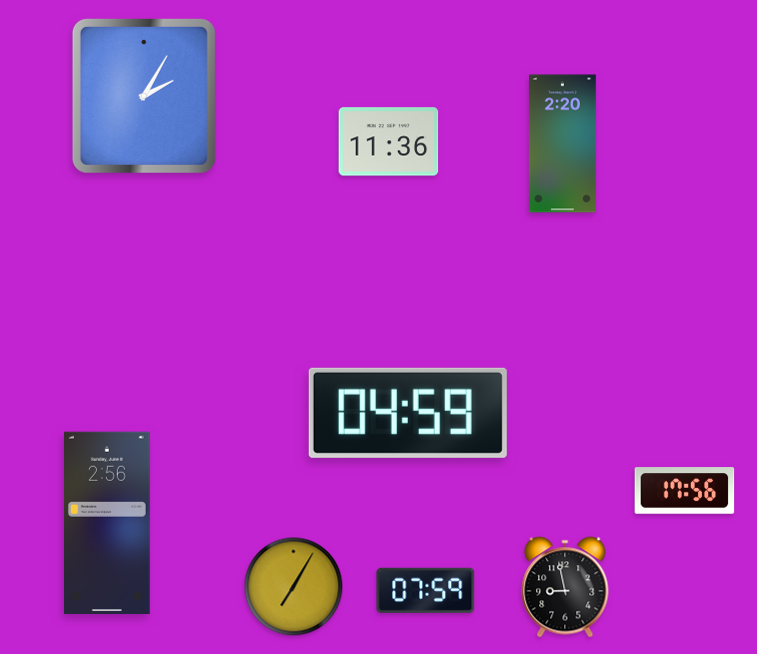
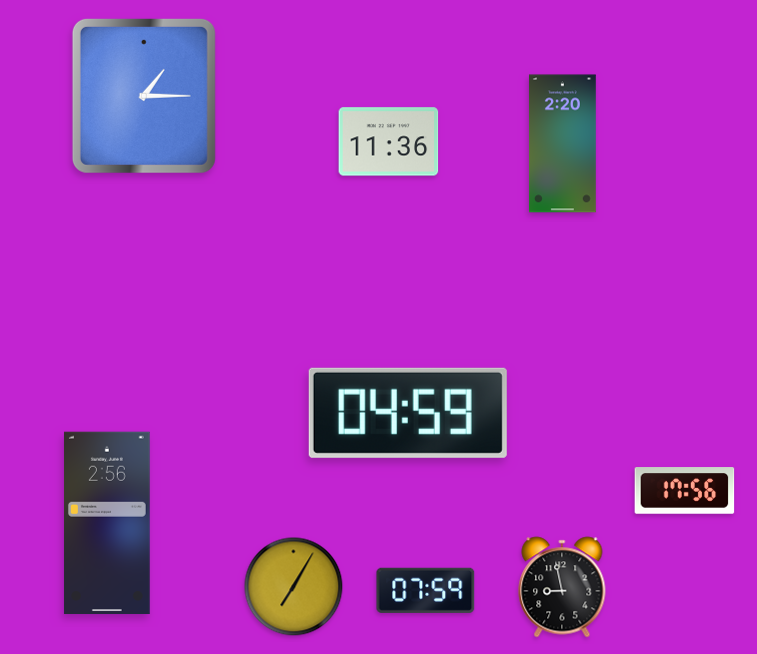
clock at (144, 96): 2:05 -> 1:15
clock at (565, 587) position: (565, 587) -> (562, 587)
